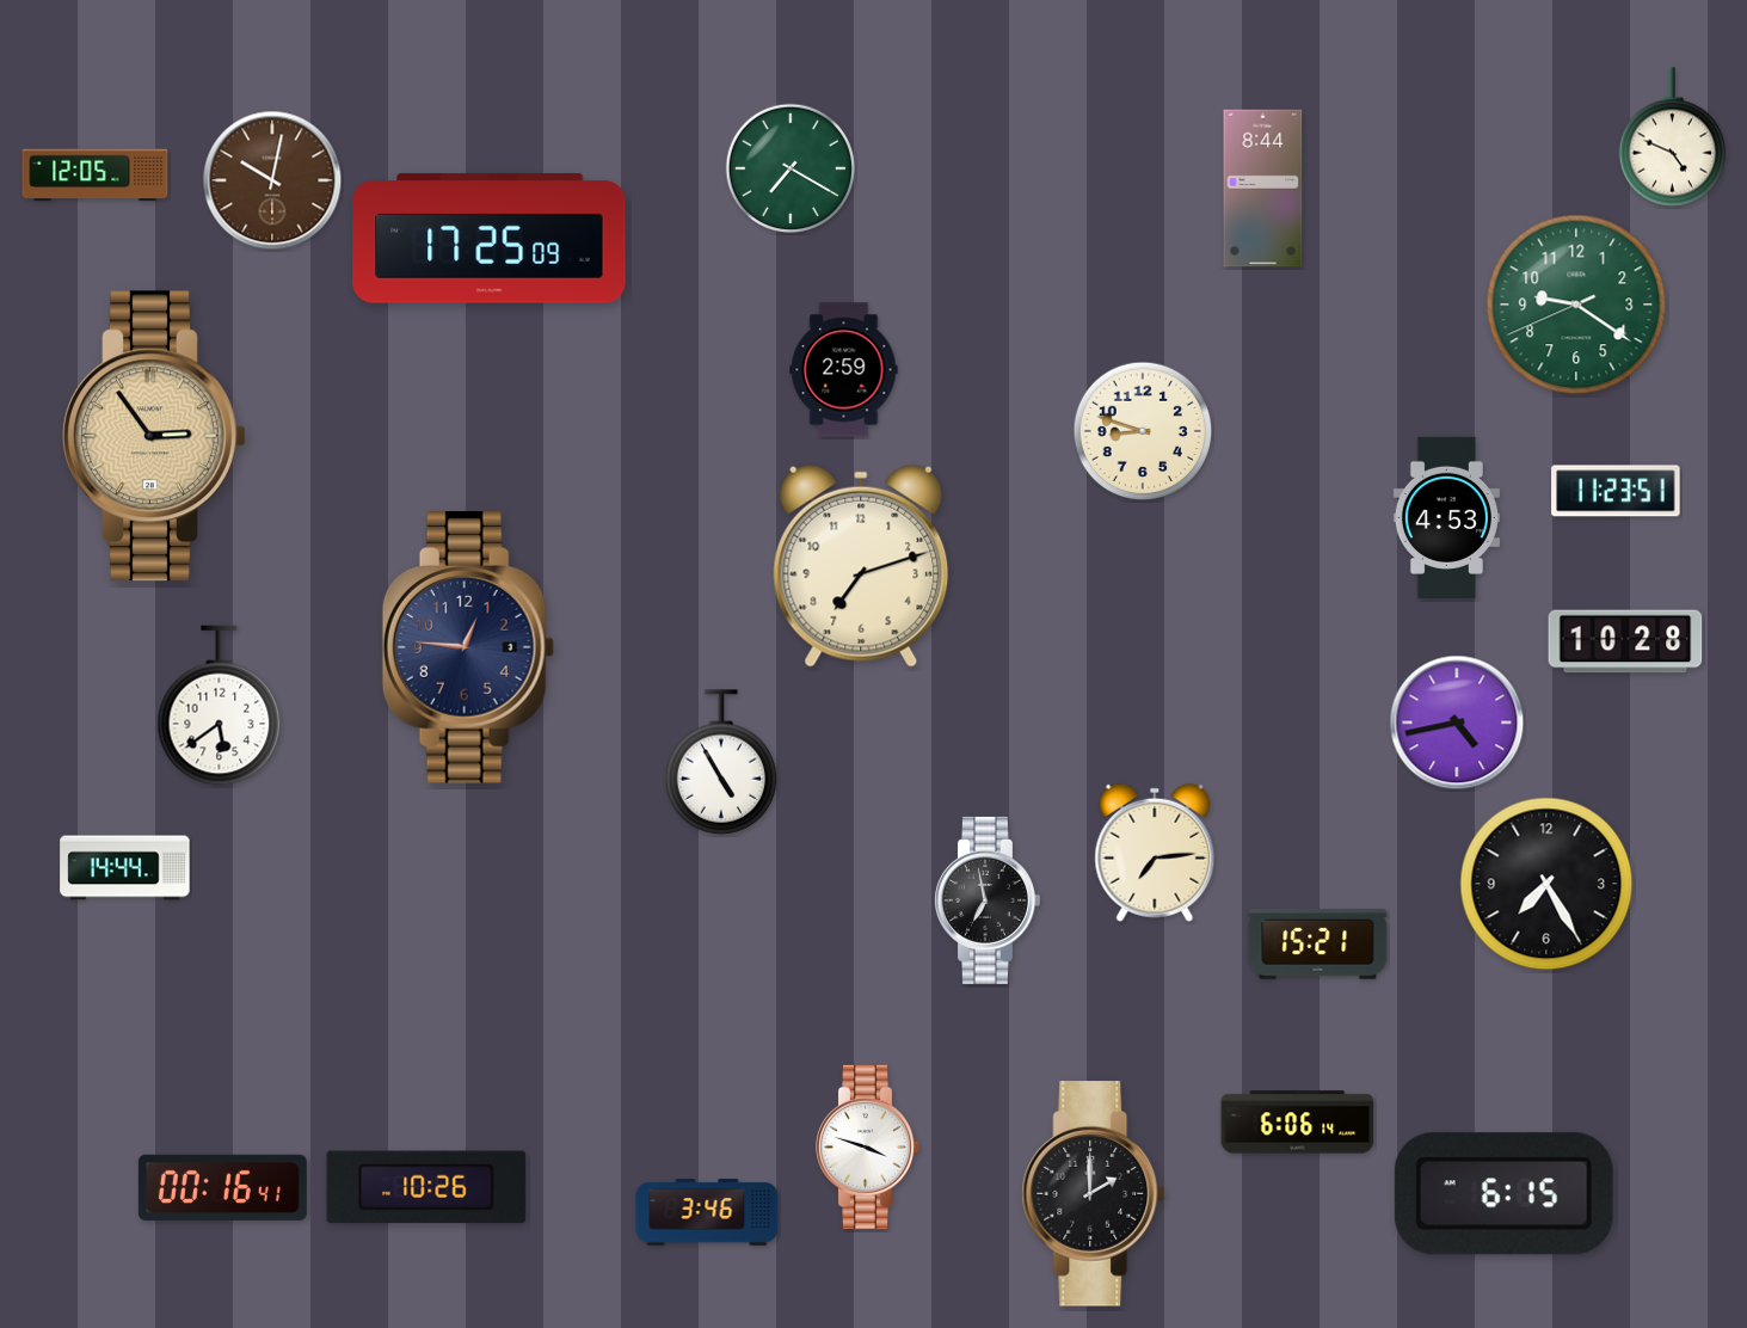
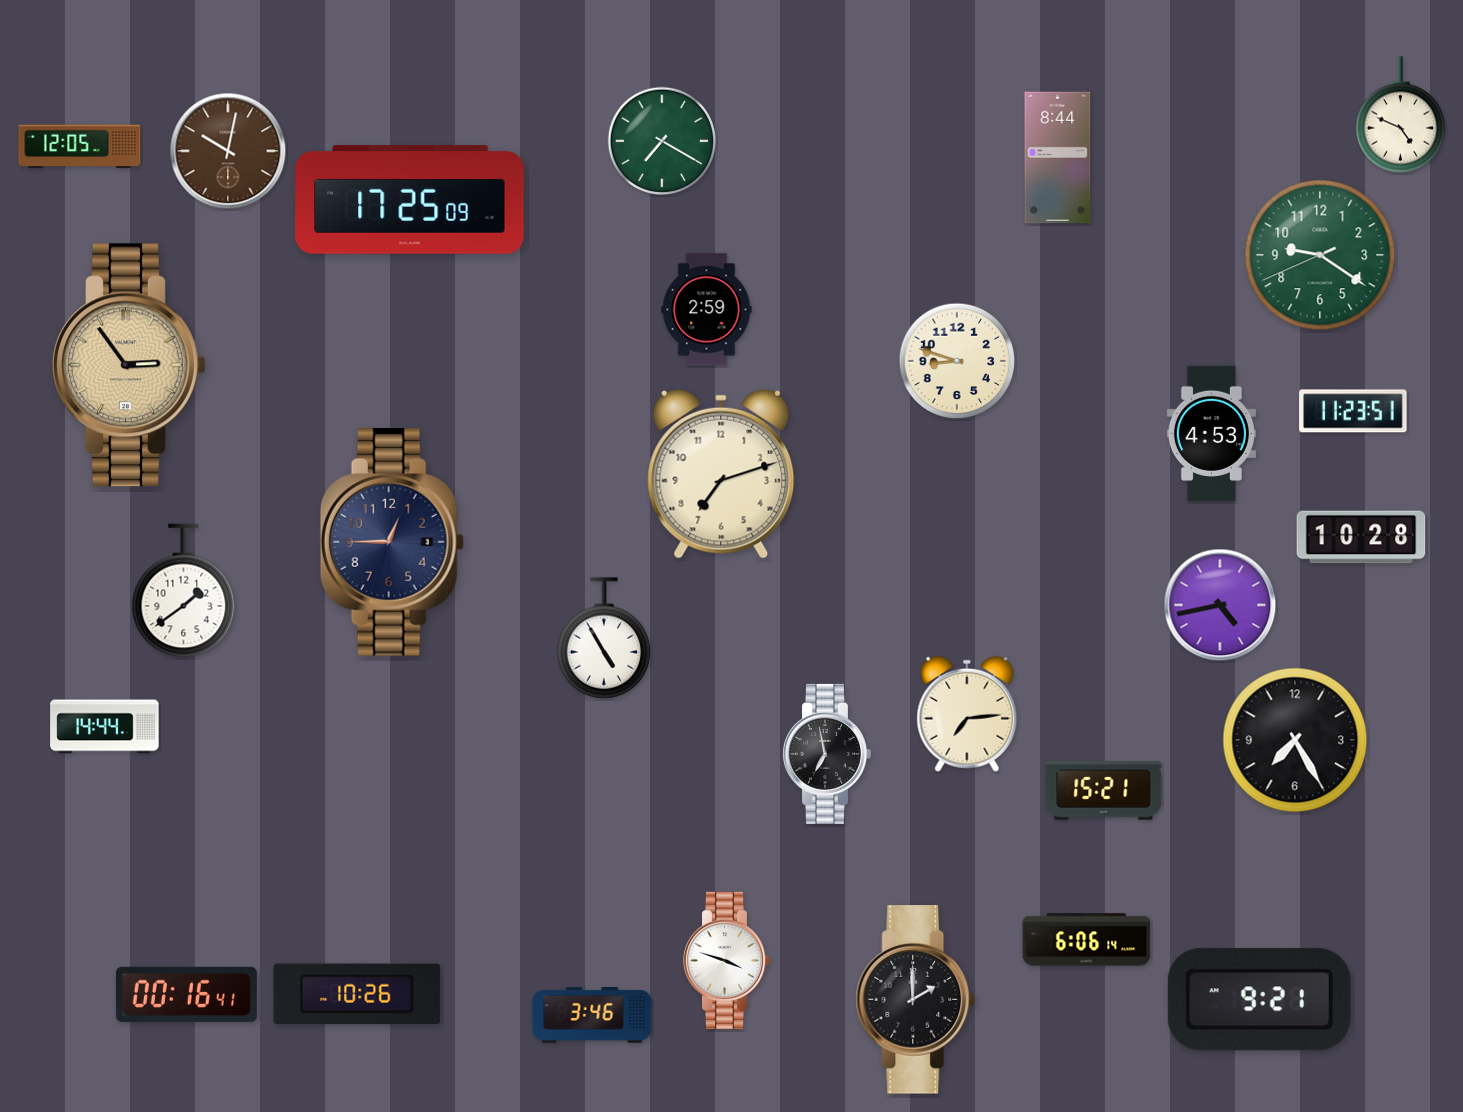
clock at (468, 648): 12:46 -> 12:45
clock at (220, 706): 5:39 -> 1:39
clock at (1503, 1194): 6:15 -> 9:21
